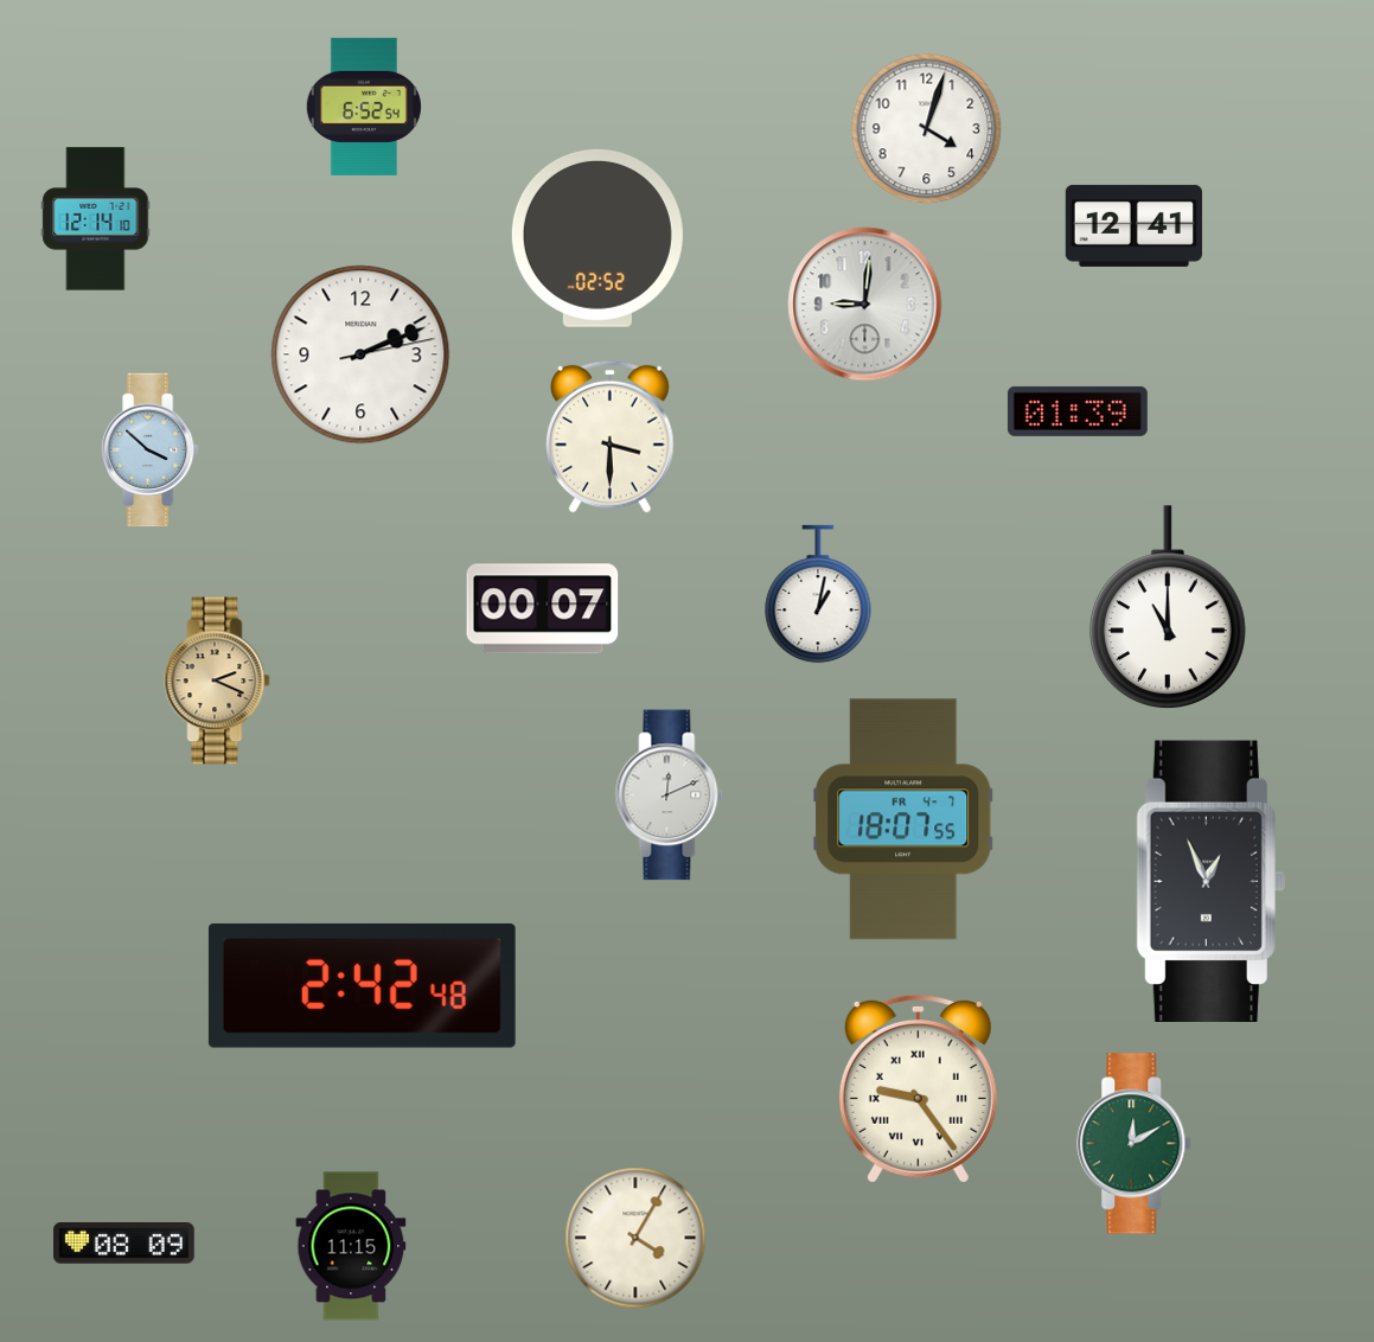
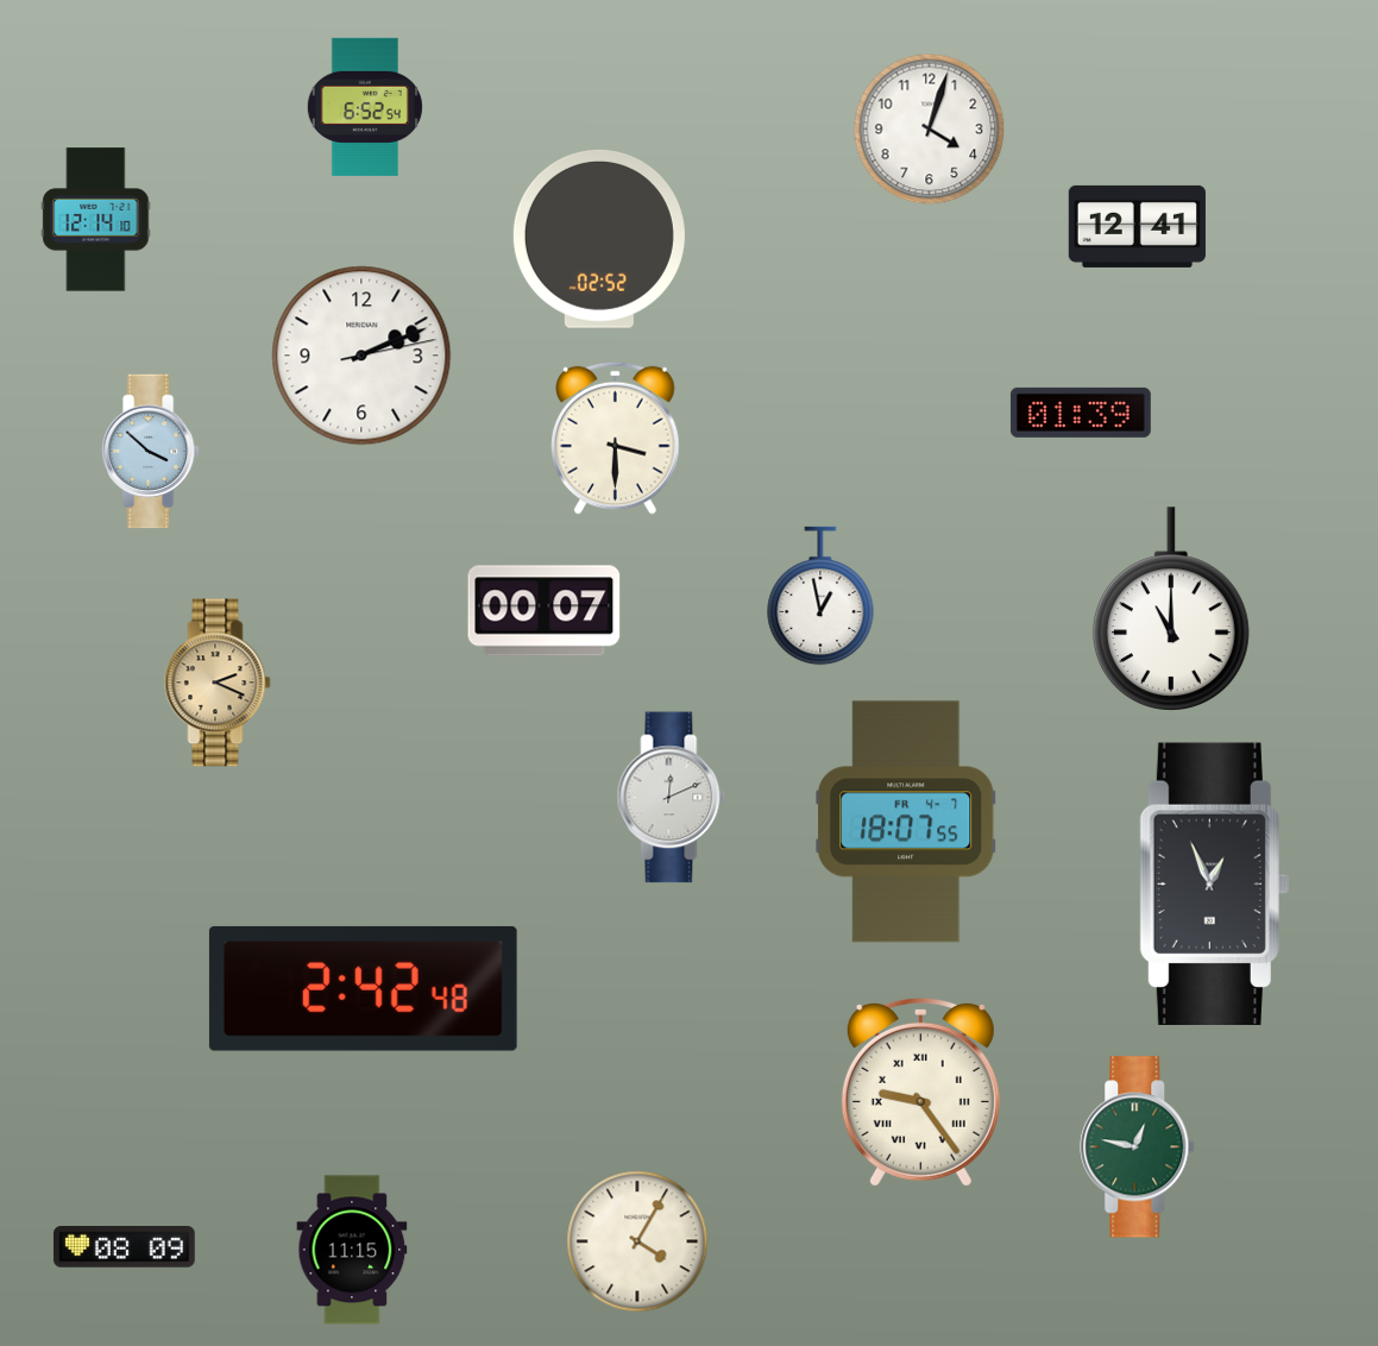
clock at (865, 305): 9:01 -> none
clock at (611, 436) position: (611, 436) -> (616, 438)
clock at (818, 594): 1:02 -> 12:58
clock at (1135, 1144): 12:10 -> 12:47
